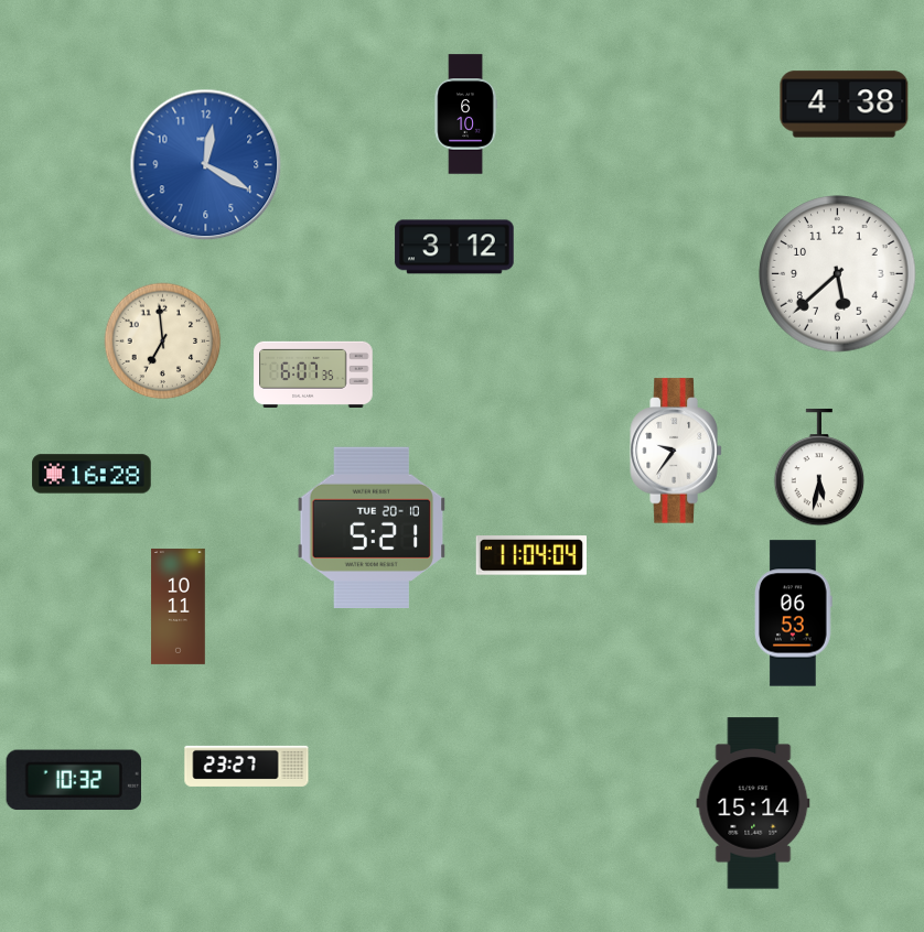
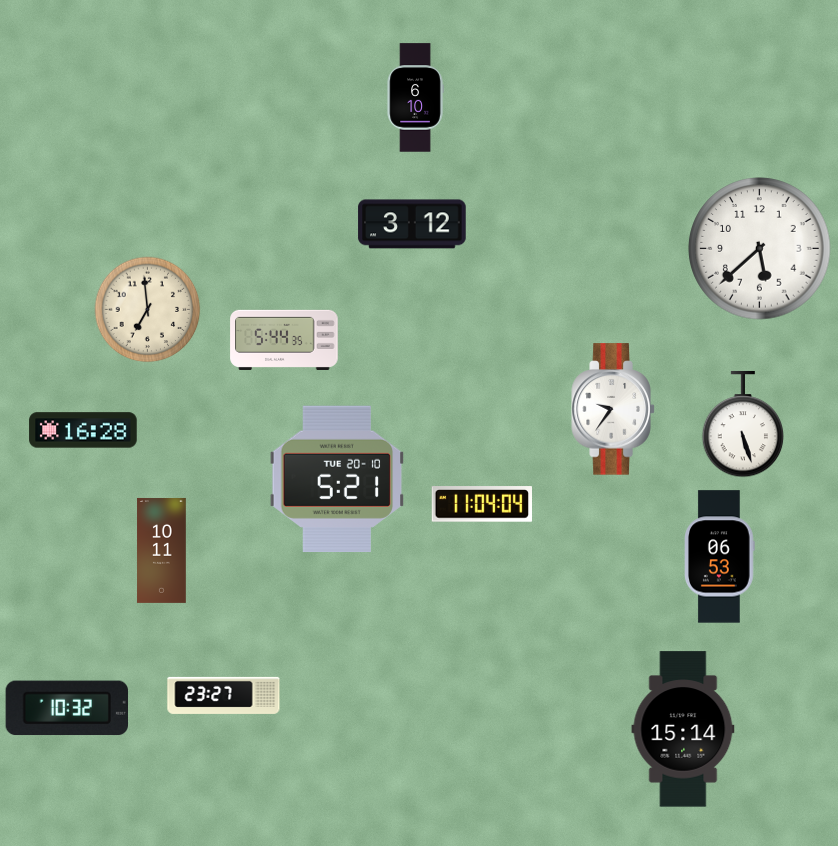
clock at (845, 105): 4:38 -> none
clock at (465, 115) position: (465, 115) -> (415, 98)
clock at (206, 165): 12:20 -> none
clock at (313, 375): 6:07 -> 5:44
clock at (819, 467): 5:32 -> 5:27
